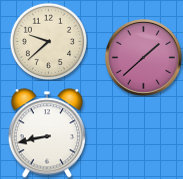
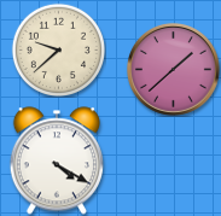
clock at (47, 133): 8:43 -> 4:20
